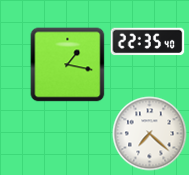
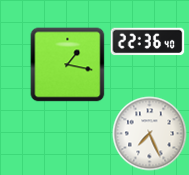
clock at (148, 42): 22:35 -> 22:36
clock at (150, 134): 7:22 -> 7:26
